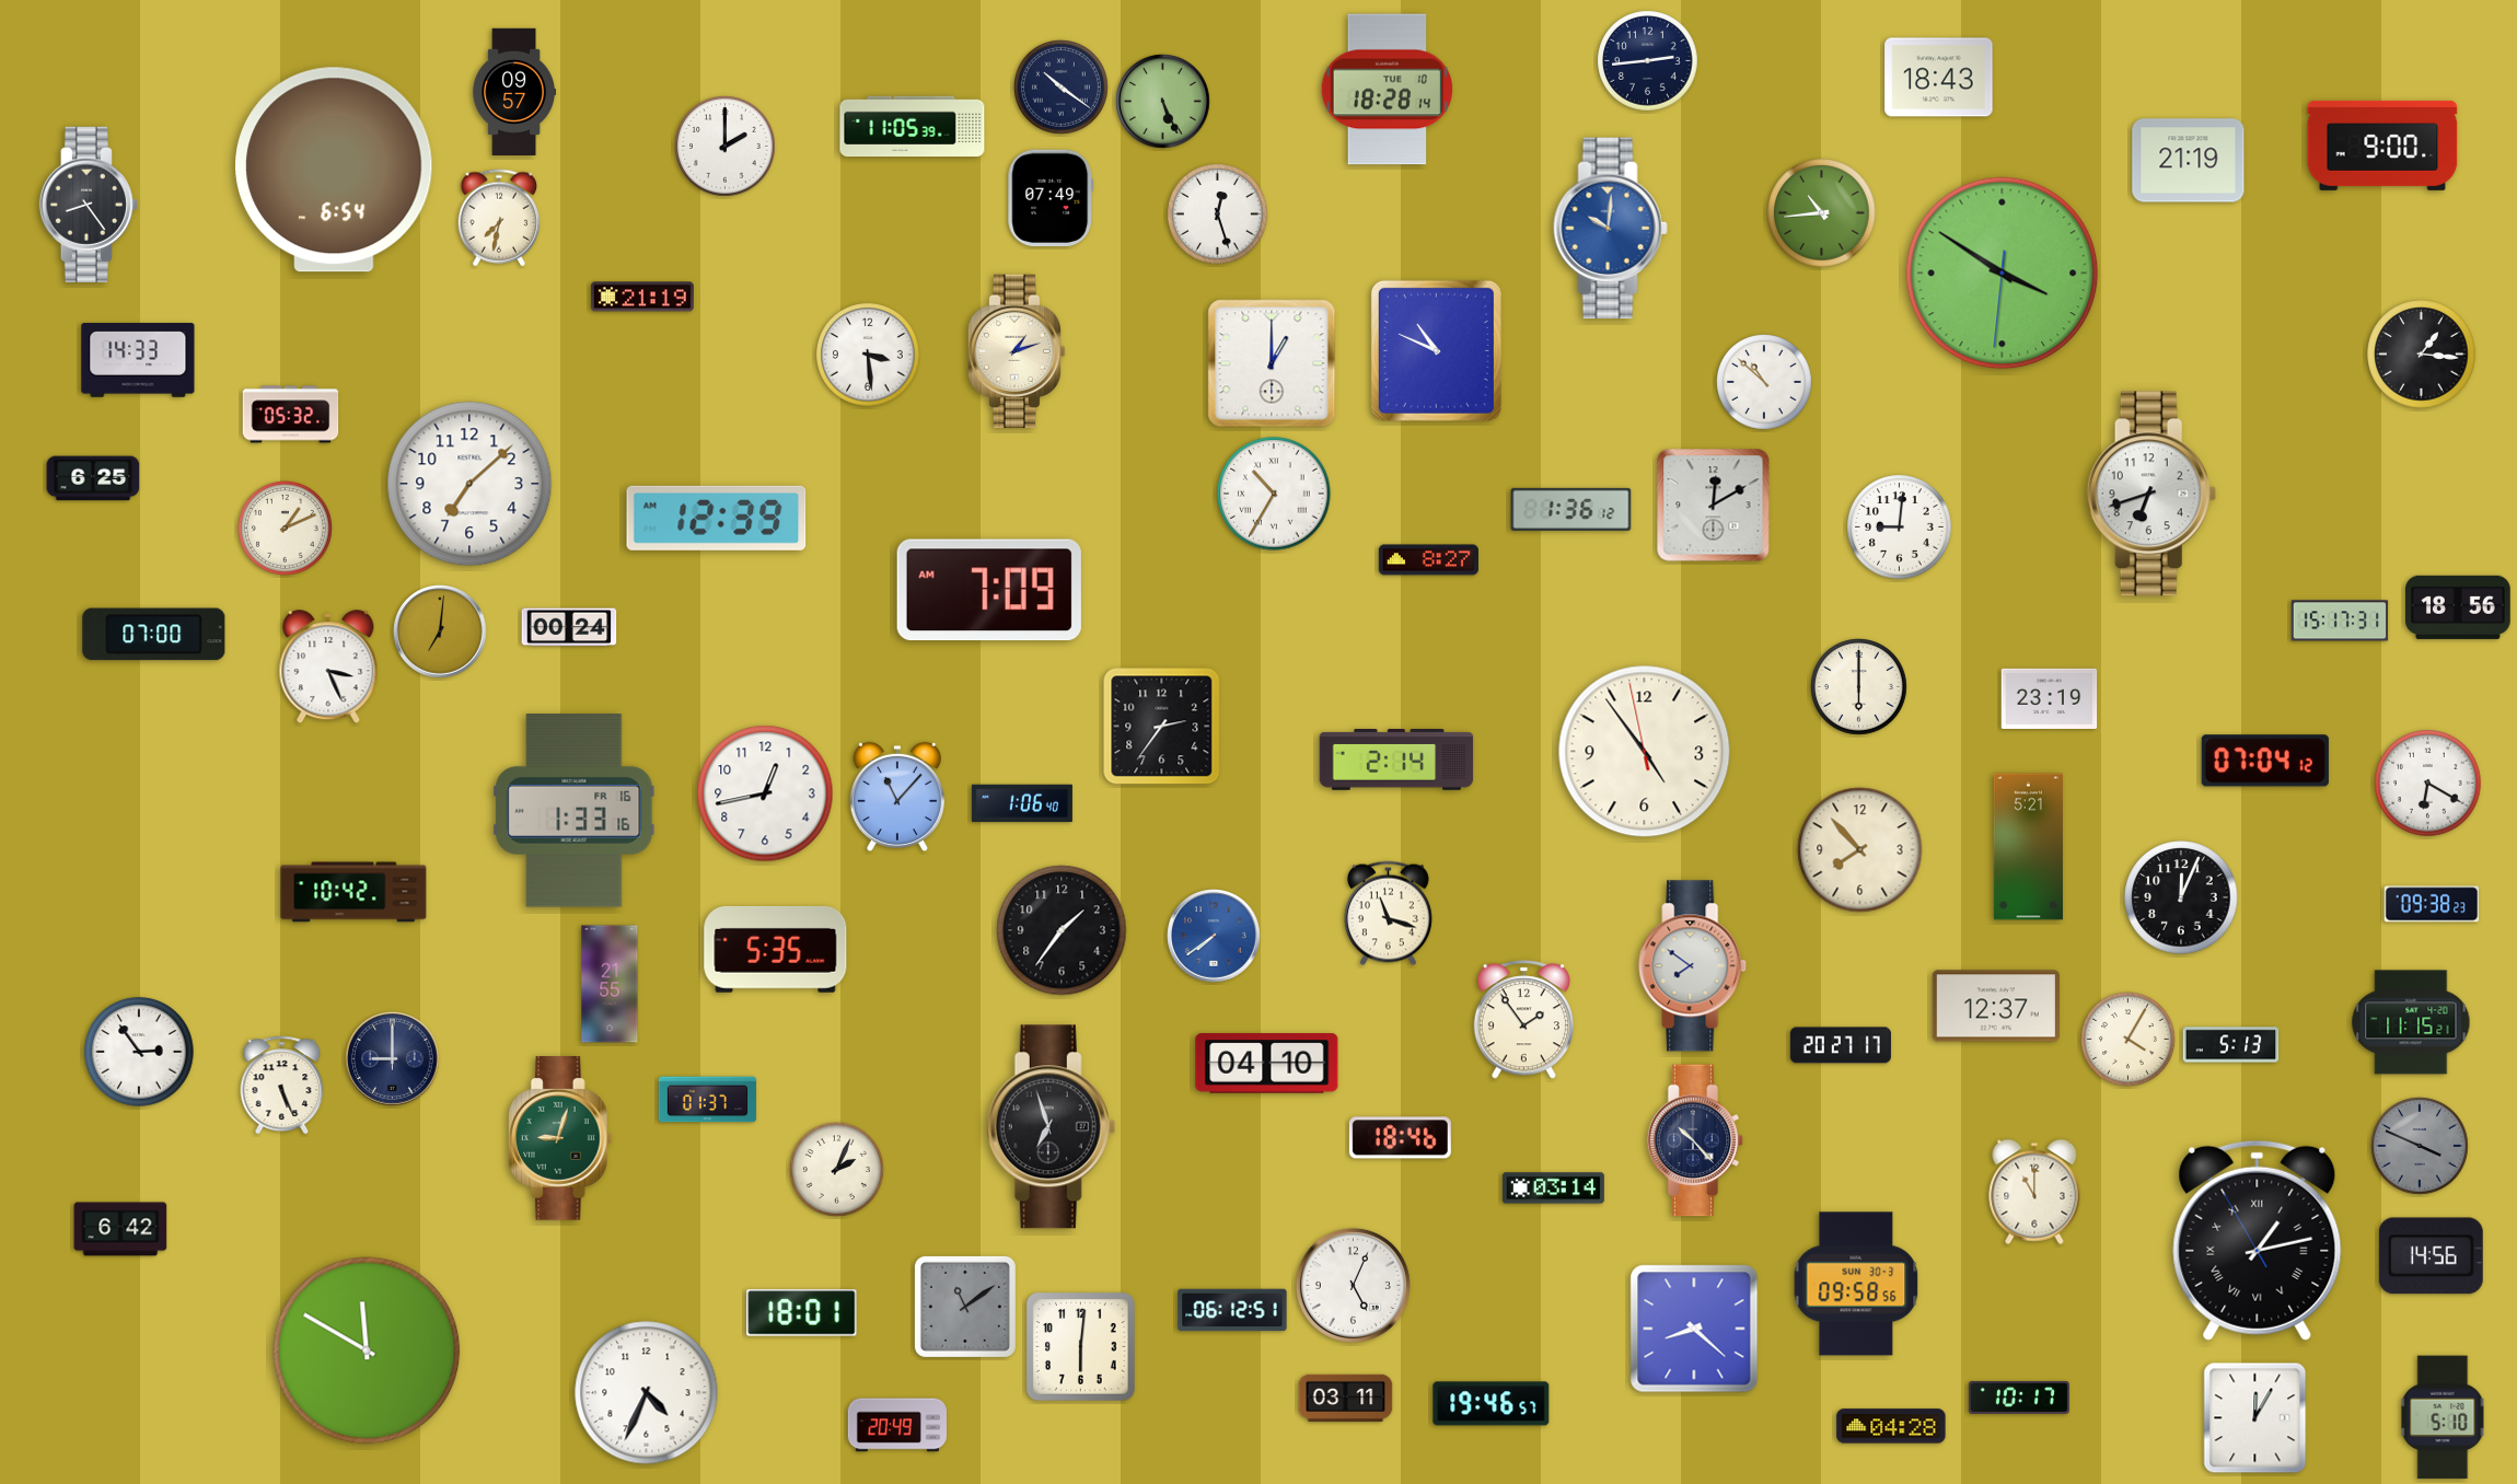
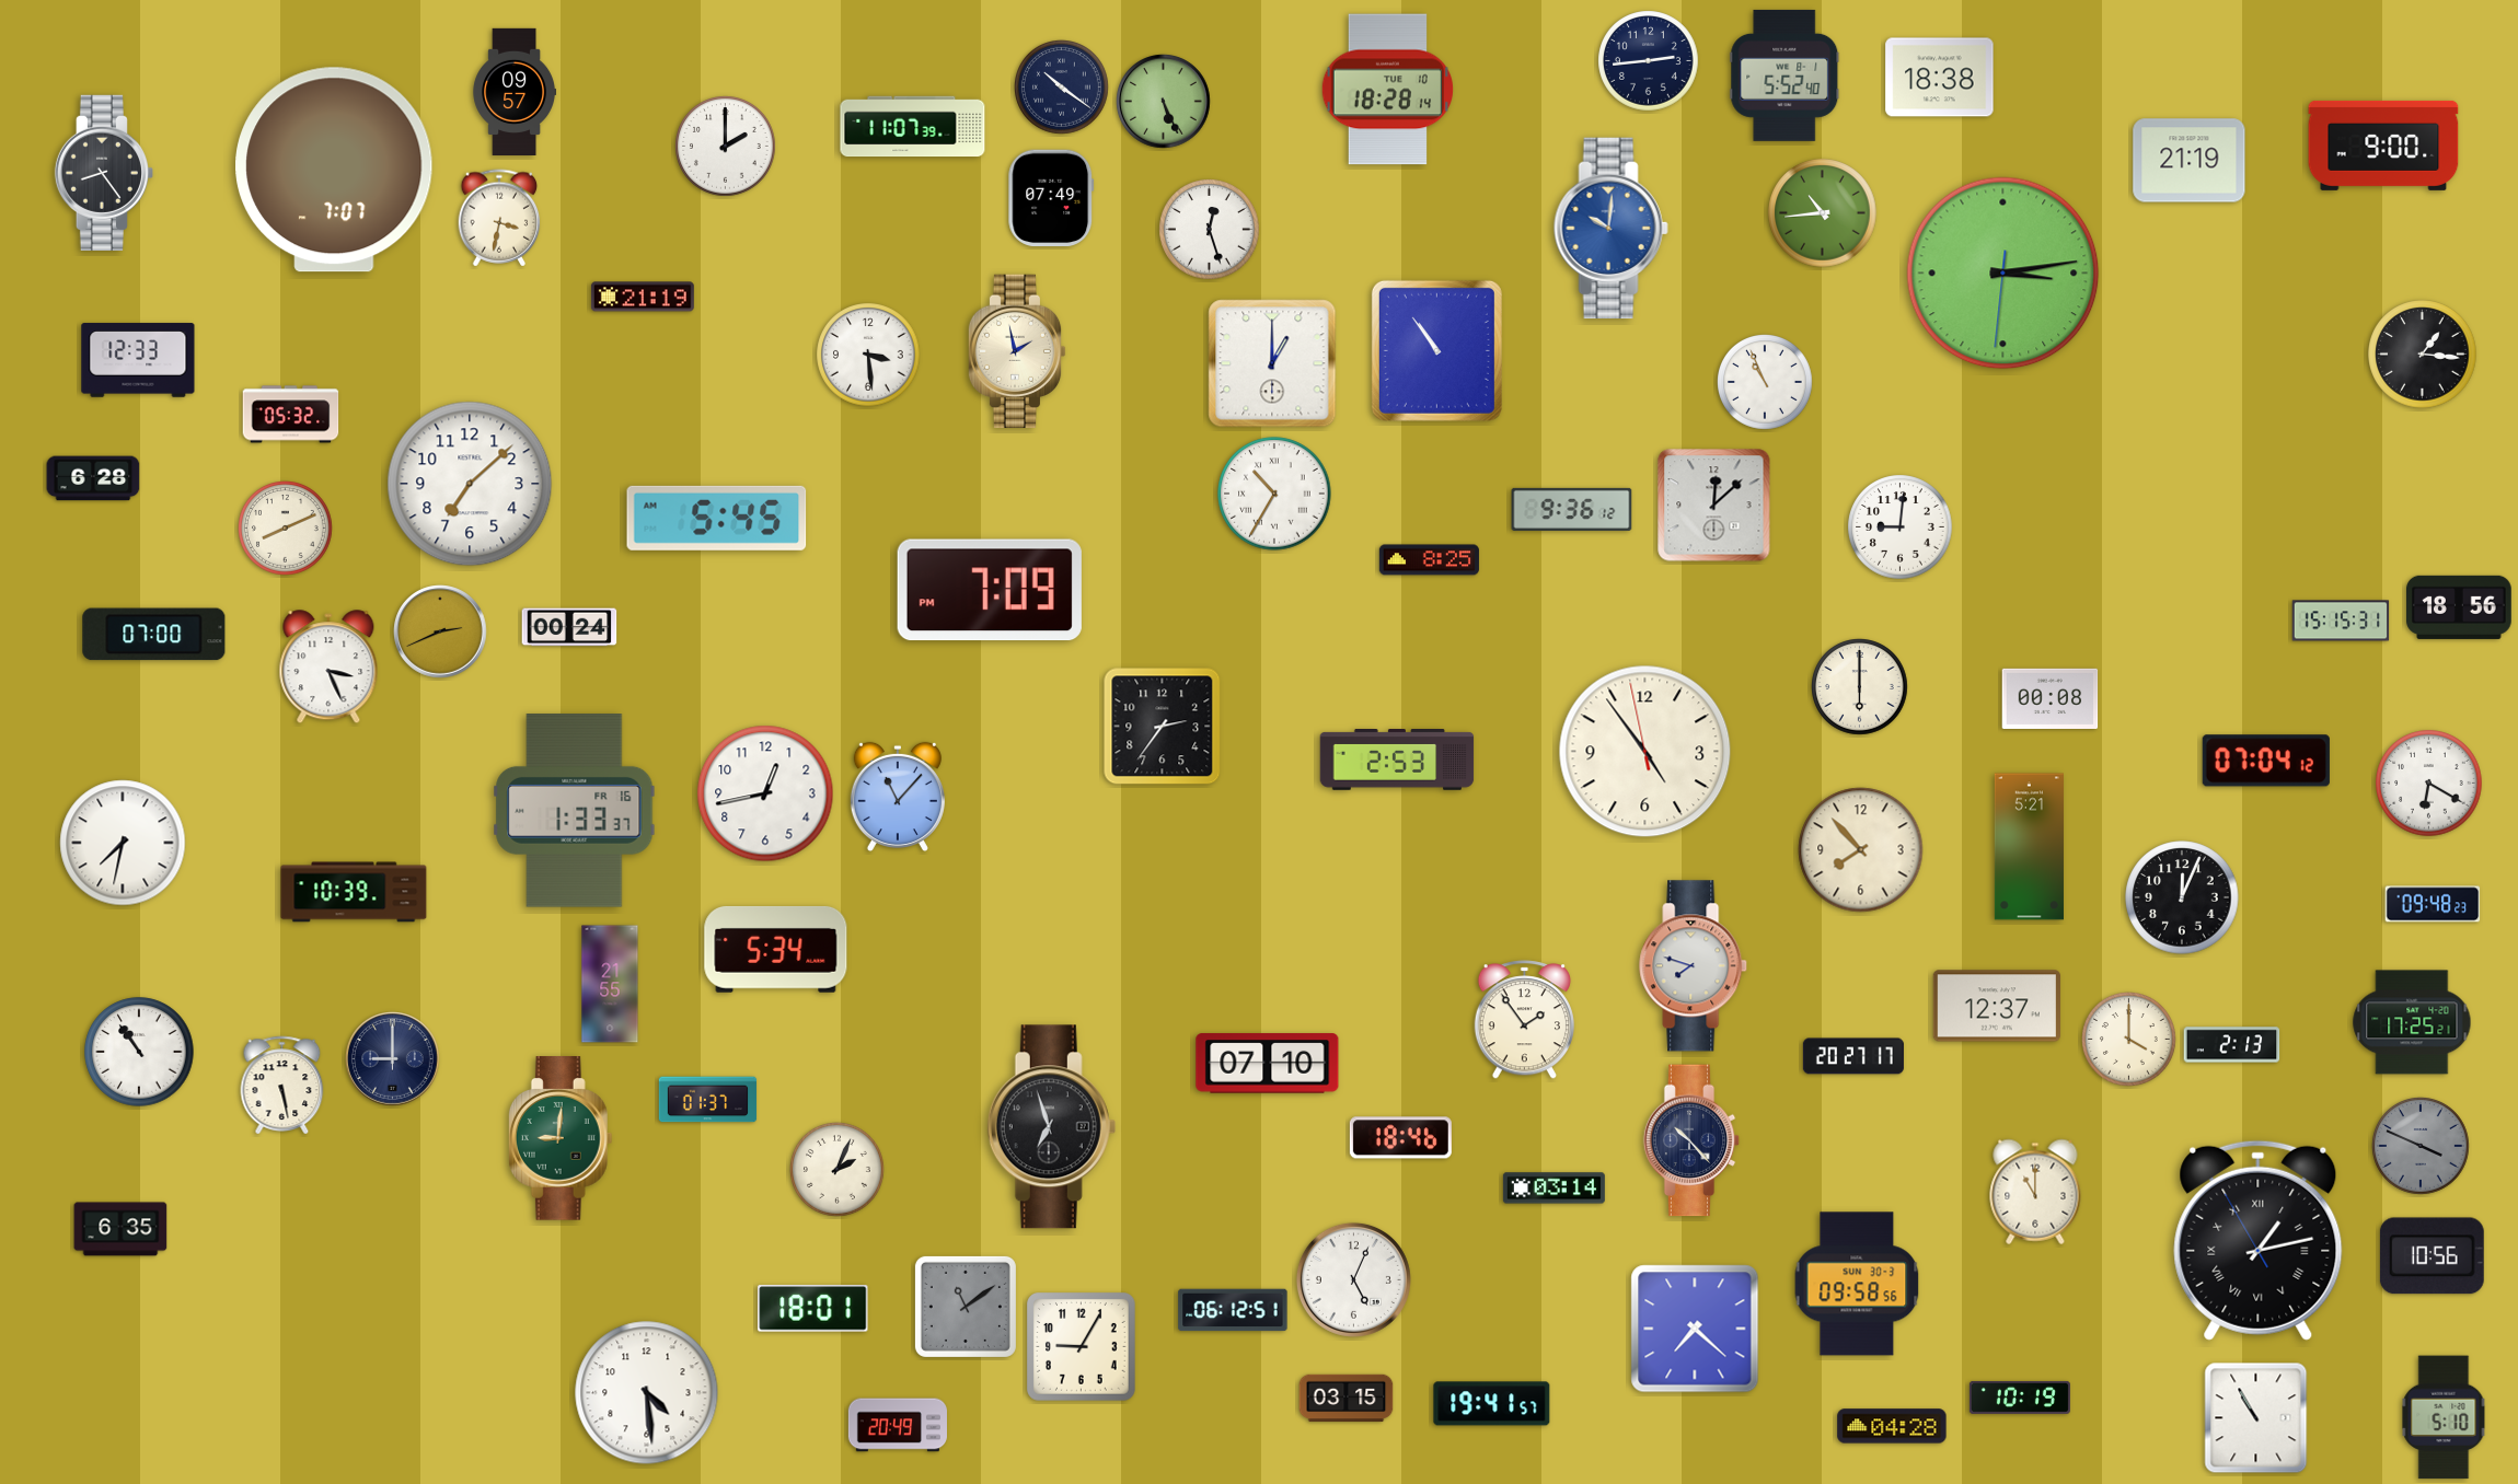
clock at (1784, 76): none -> 5:52
clock at (1939, 78): 18:43 -> 18:38
clock at (913, 127): 11:05 -> 11:07
clock at (334, 170): 6:54 -> 7:07
clock at (89, 205) position: (89, 205) -> (104, 173)
clock at (1218, 215) position: (1218, 215) -> (1210, 230)
clock at (499, 218): 7:32 -> 3:32
clock at (2003, 274): 3:50 -> 3:13
clock at (1436, 350): 10:49 -> 10:54
clock at (1017, 351): 1:12 -> 1:58
clock at (138, 360): 14:33 -> 12:33
clock at (1765, 383): 10:52 -> 10:56
clock at (93, 478): 6:25 -> 6:28
clock at (2151, 494): 6:42 -> none
clock at (1714, 506): 12:10 -> 12:08
clock at (1571, 509): 1:36 -> 9:36
clock at (717, 518): 12:39 -> 5:45
clock at (286, 529): 1:11 -> 8:11
clock at (1428, 560): 8:27 -> 8:25
clock at (989, 590): 7:09 AM -> 7:09 PM
clock at (2340, 621): 15:17 -> 15:15
clock at (440, 631): 7:01 -> 2:41
clock at (2050, 698): 23:19 -> 00:08
clock at (1396, 761): 2:14 -> 2:53
clock at (1022, 803): 1:06 -> none
clock at (575, 811): 1:33:16 -> 1:33:37
clock at (123, 843): none -> 7:32
clock at (353, 892): 10:42 -> 10:39
clock at (2432, 904): 09:38 -> 09:48
clock at (1388, 914): 11:18 -> none
clock at (1062, 930): 1:36 -> none
clock at (1214, 936): 7:39 -> none
clock at (776, 949): 5:35 -> 5:34
clock at (1693, 966): 7:51 -> 7:48
clock at (2411, 1022): 11:15 -> 17:25
clock at (2129, 1040): 4:05 -> 4:00
clock at (1841, 1045) position: (1841, 1045) -> (1853, 1056)
clock at (2231, 1045): 5:13 -> 2:13
clock at (139, 1052): 2:54 -> 10:54
clock at (1267, 1064): 04:10 -> 07:10
clock at (282, 1085): 5:26 -> 5:28
clock at (560, 1138): 9:03 -> 9:01
clock at (1695, 1140) position: (1695, 1140) -> (1691, 1140)
clock at (120, 1229): 6:42 -> 6:35
clock at (2431, 1256): 14:56 -> 10:56
clock at (1353, 1285) position: (1353, 1285) -> (1353, 1279)
clock at (802, 1313) position: (802, 1313) -> (813, 1309)
clock at (1694, 1329): 8:22 -> 7:22
clock at (1081, 1347): 6:01 -> 9:05
clock at (367, 1350): 11:50 -> none
clock at (647, 1393): 4:34 -> 4:29
clock at (2019, 1398): 10:17 -> 10:19
clock at (1346, 1399): 03:11 -> 03:15
clock at (1492, 1404): 19:46 -> 19:41
clock at (2255, 1418): 12:05 -> 10:55
